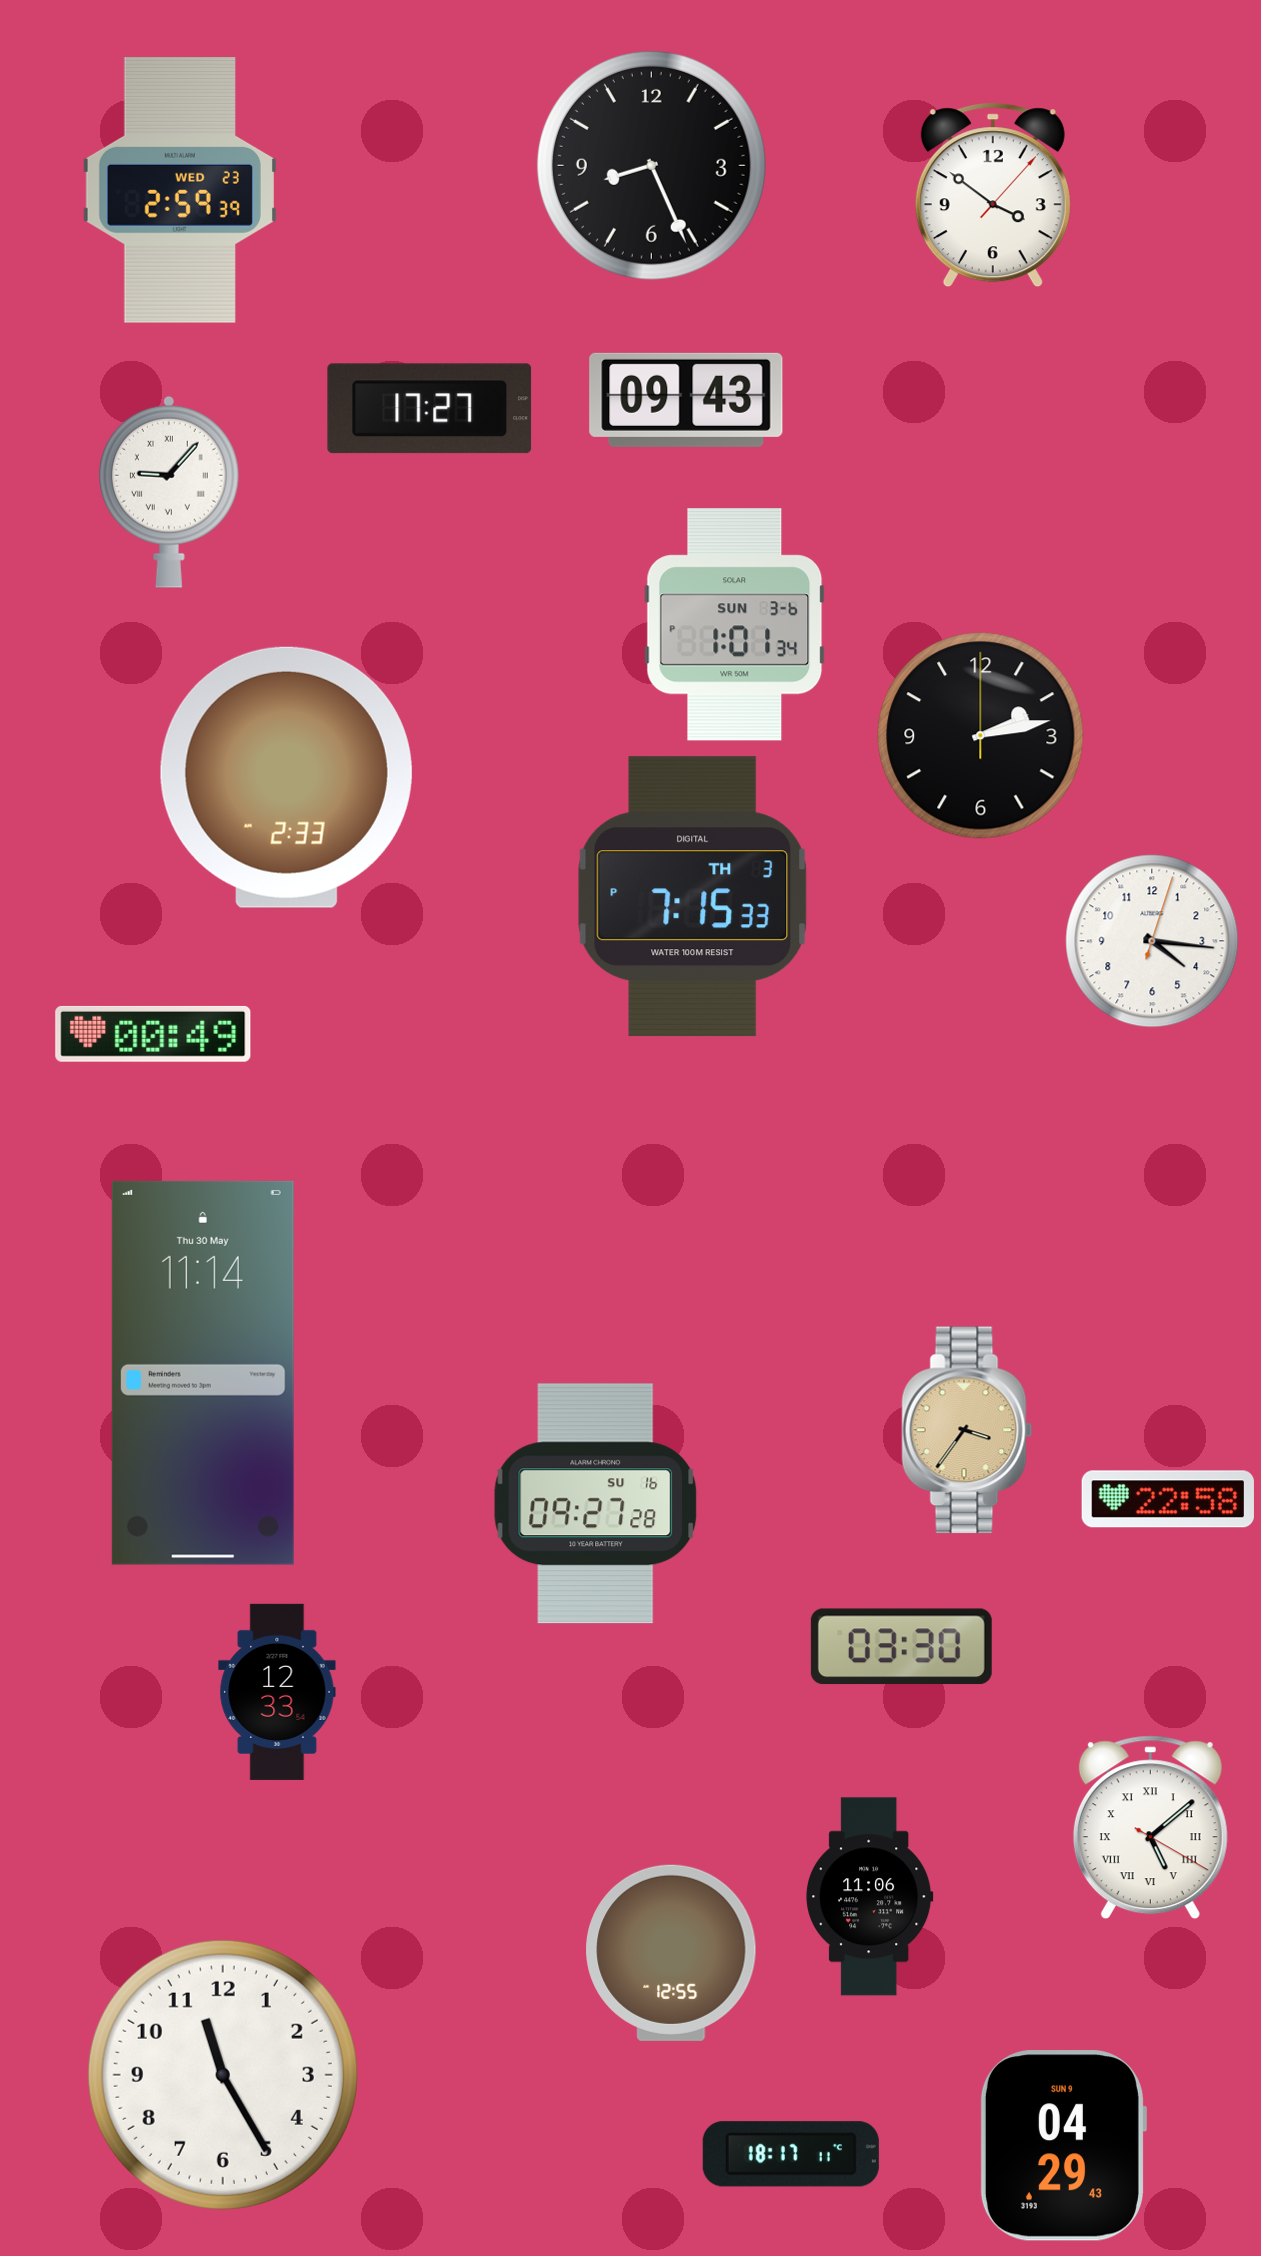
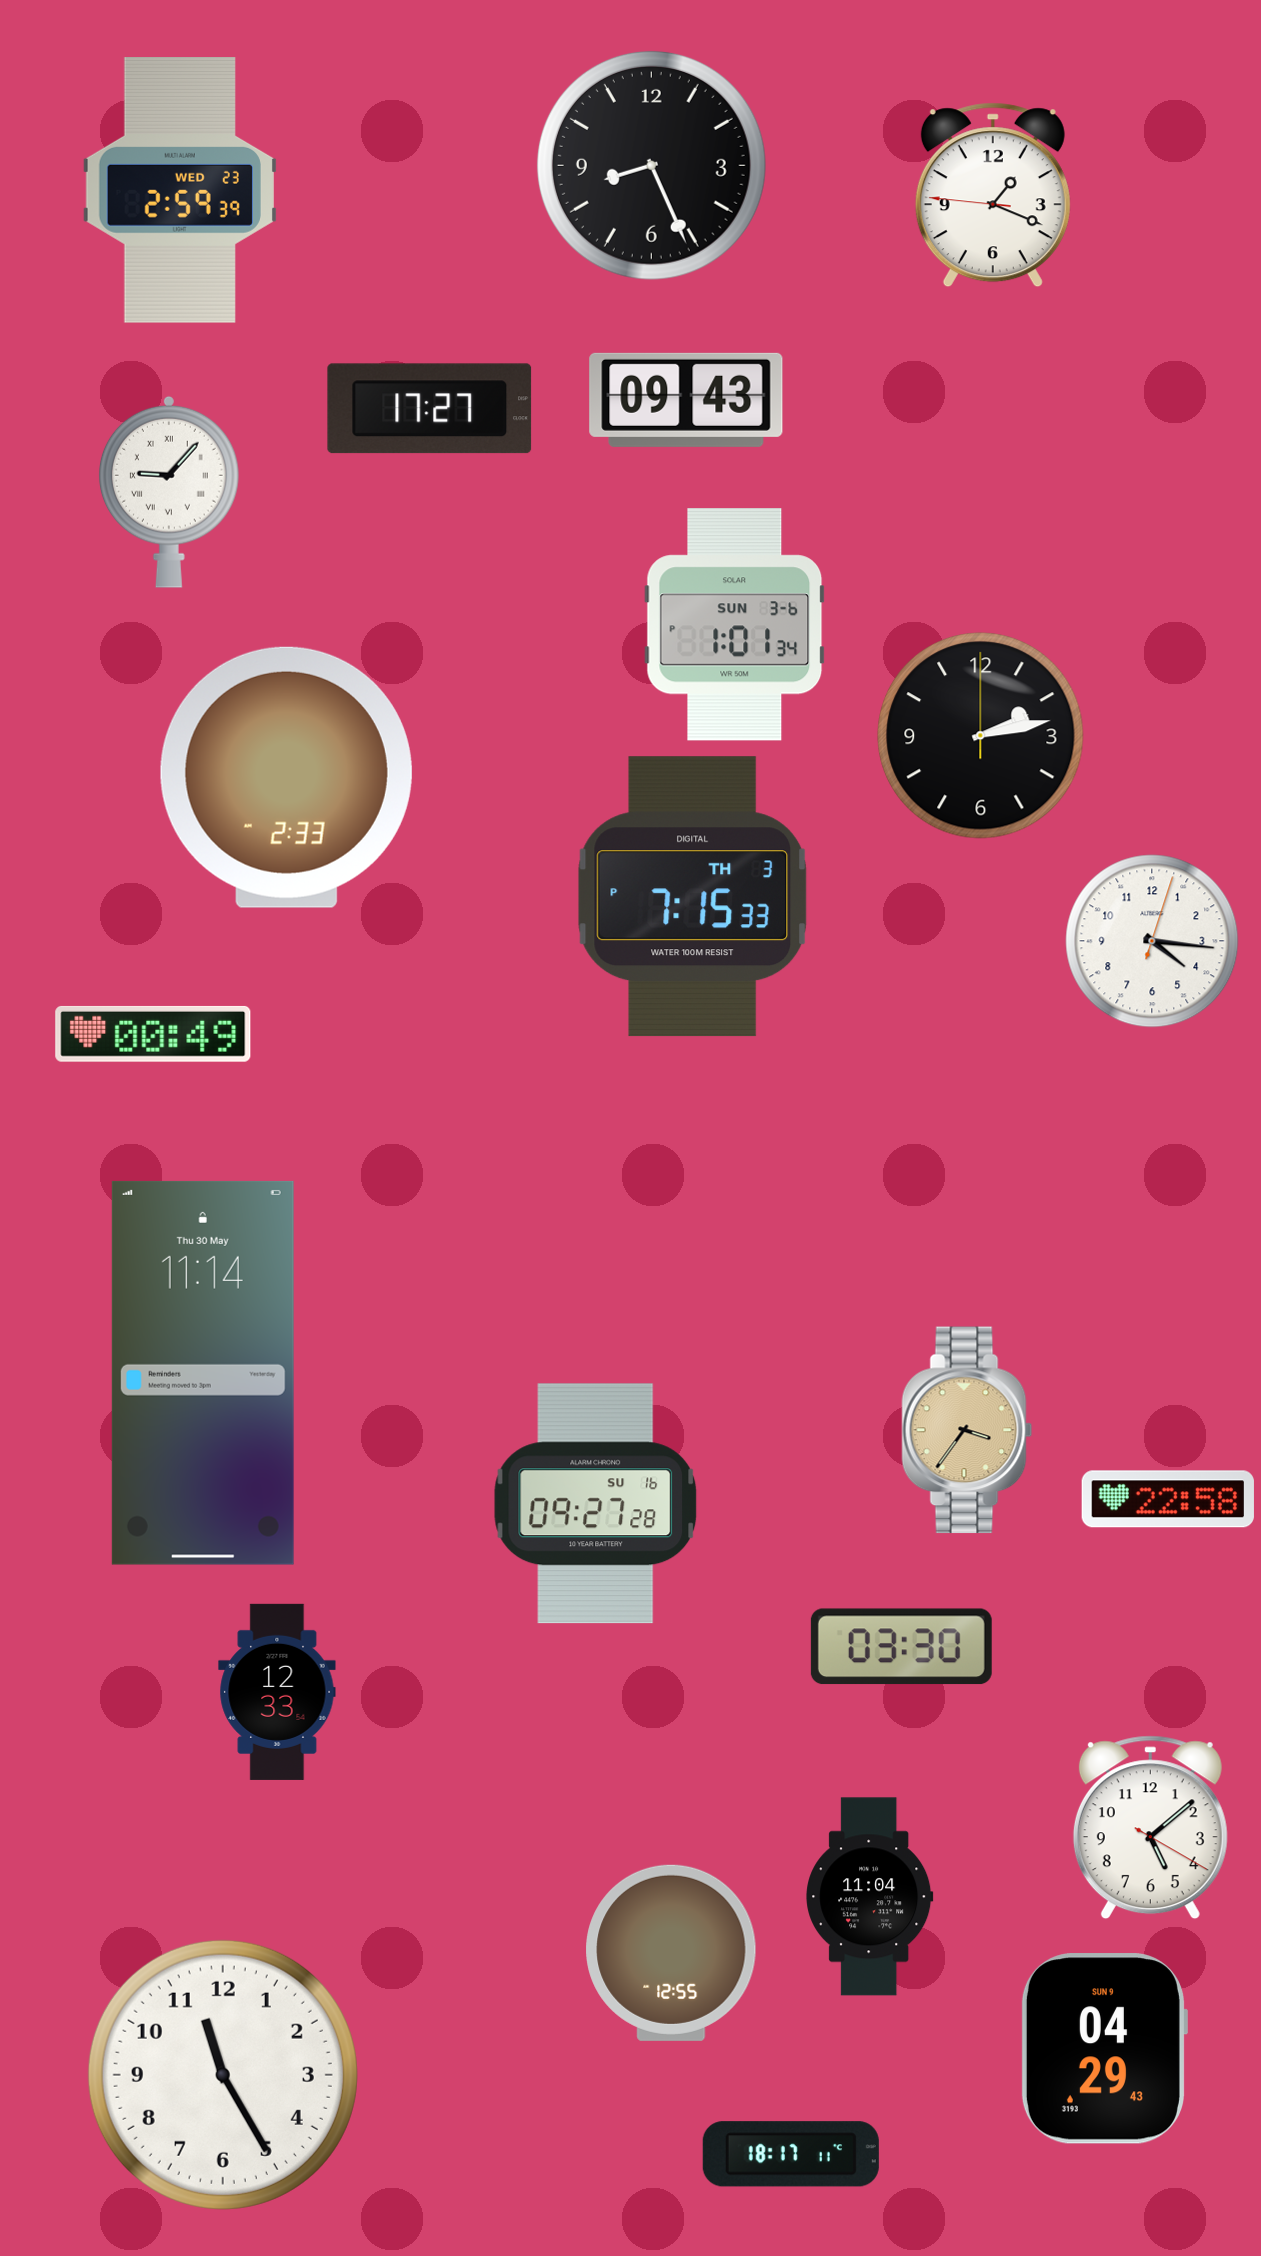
clock at (993, 195): 3:51 -> 1:18
clock at (1150, 1828) numerals: Roman -> Arabic
clock at (870, 1897): 11:06 -> 11:04
clock at (1063, 2146) position: (1063, 2146) -> (1104, 2049)
